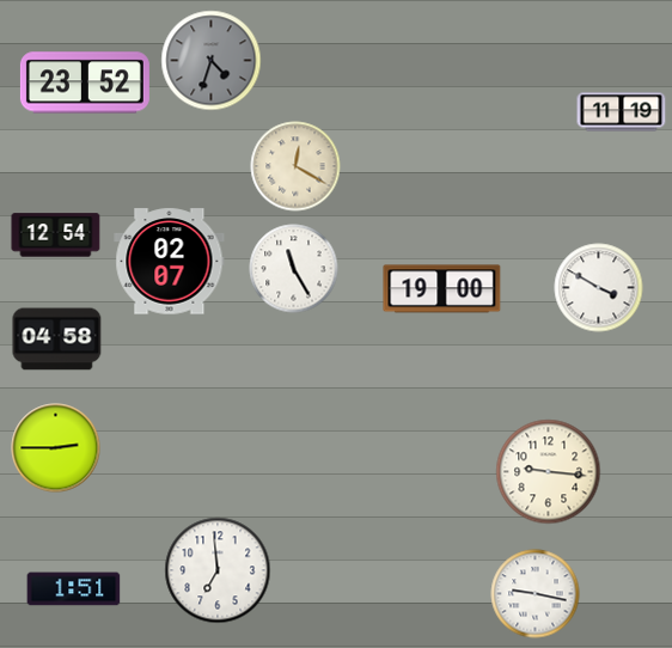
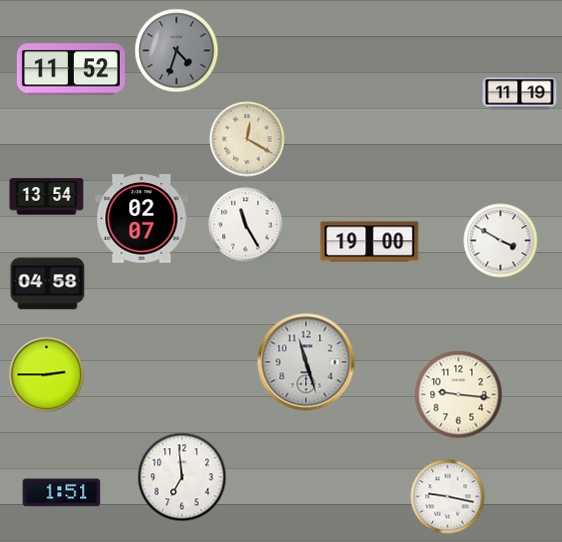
clock at (85, 82): 23:52 -> 11:52
clock at (56, 236): 12:54 -> 13:54
clock at (306, 362): none -> 11:27
